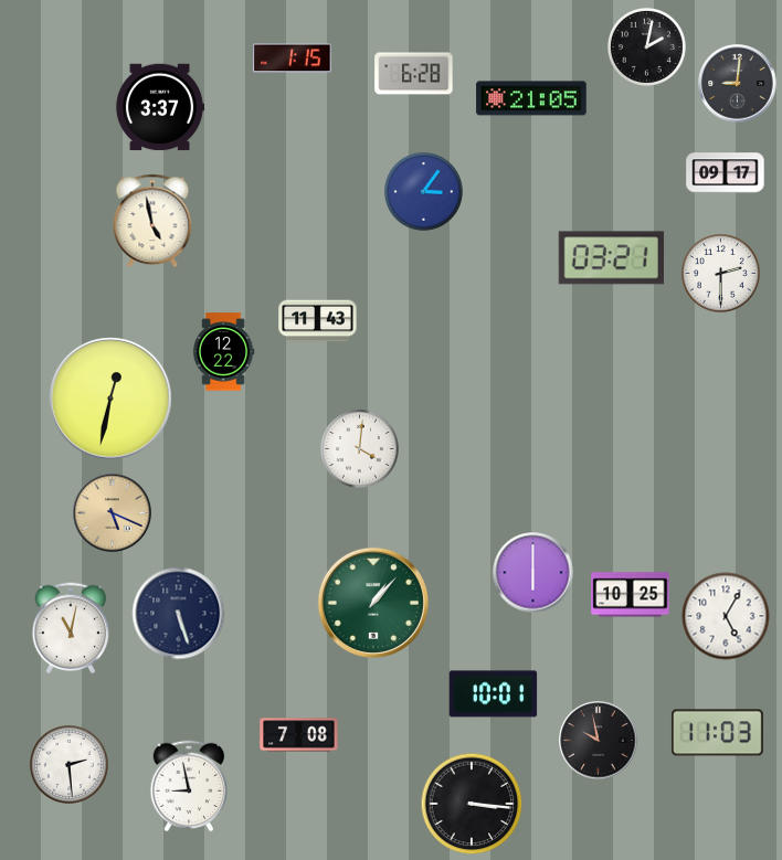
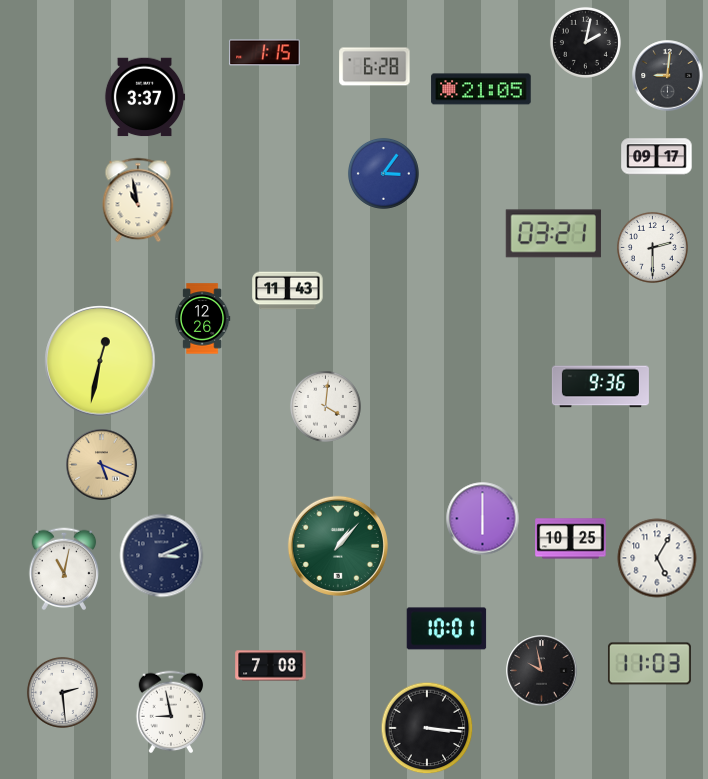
clock at (152, 221): 4:58 -> 10:58
clock at (223, 352): 12:22 -> 12:26
clock at (600, 387): none -> 9:36
clock at (179, 614): 5:27 -> 3:11
